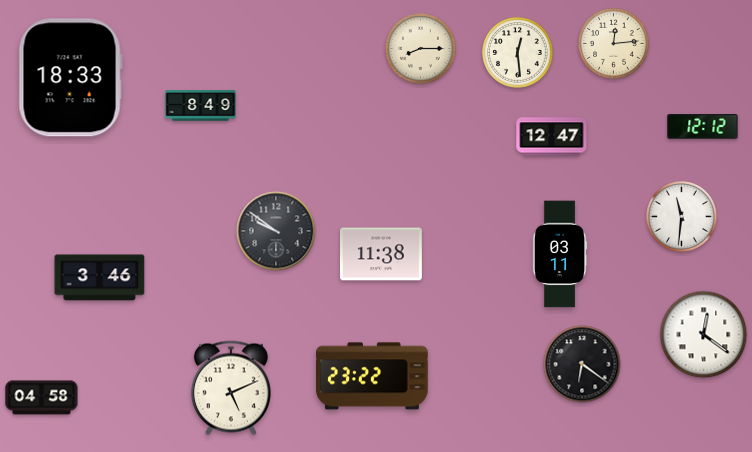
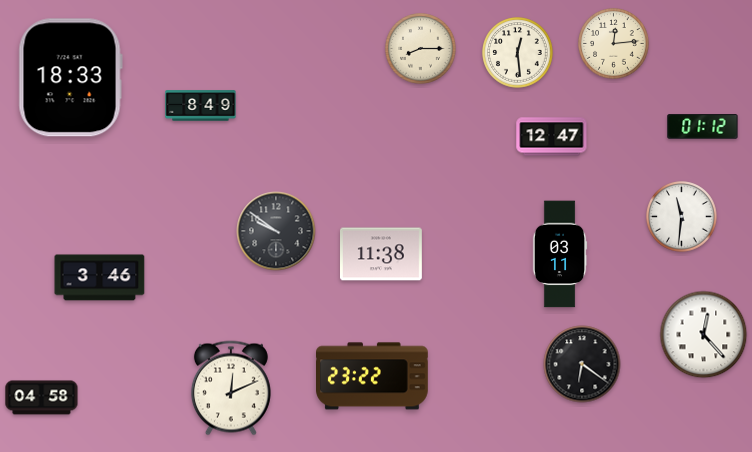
clock at (703, 127): 12:12 -> 01:12
clock at (704, 335): 12:21 -> 12:23
clock at (231, 388): 5:11 -> 12:11
